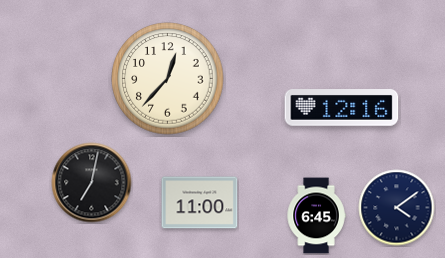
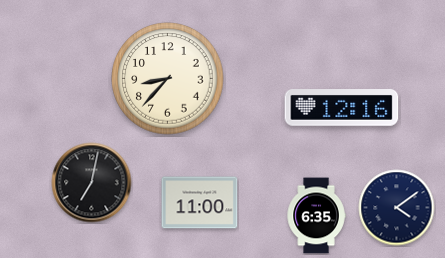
clock at (168, 79): 12:37 -> 8:37
clock at (316, 216): 6:45 -> 6:35
